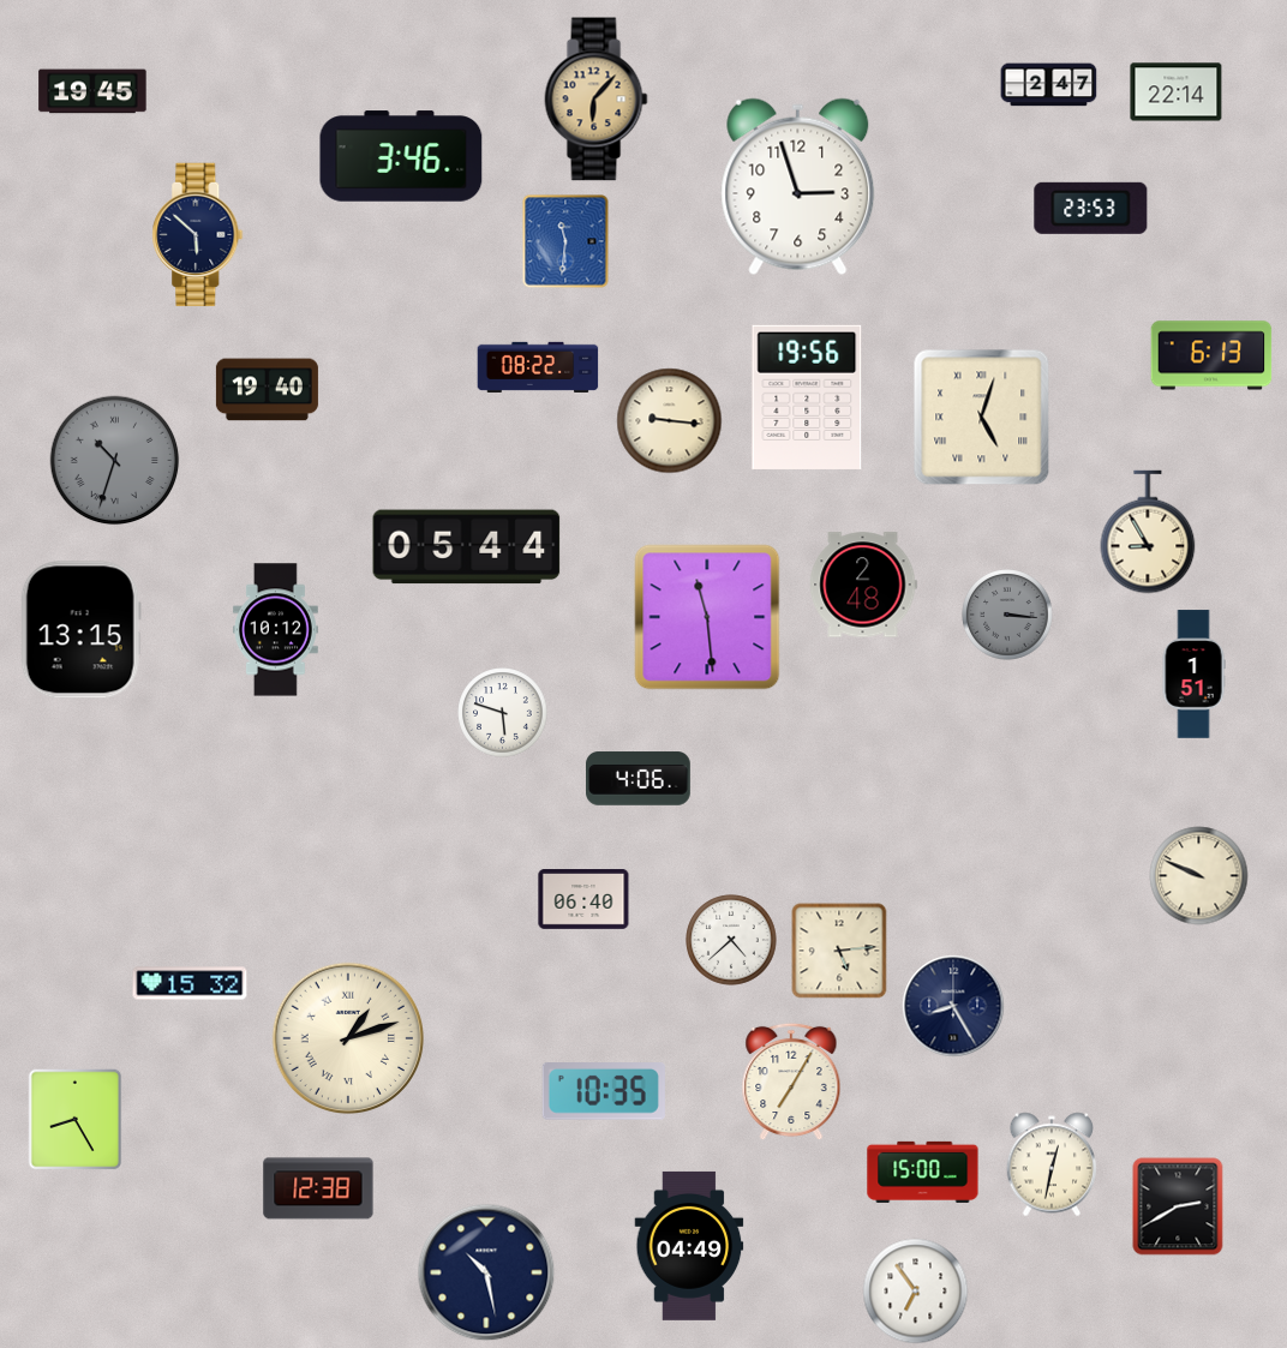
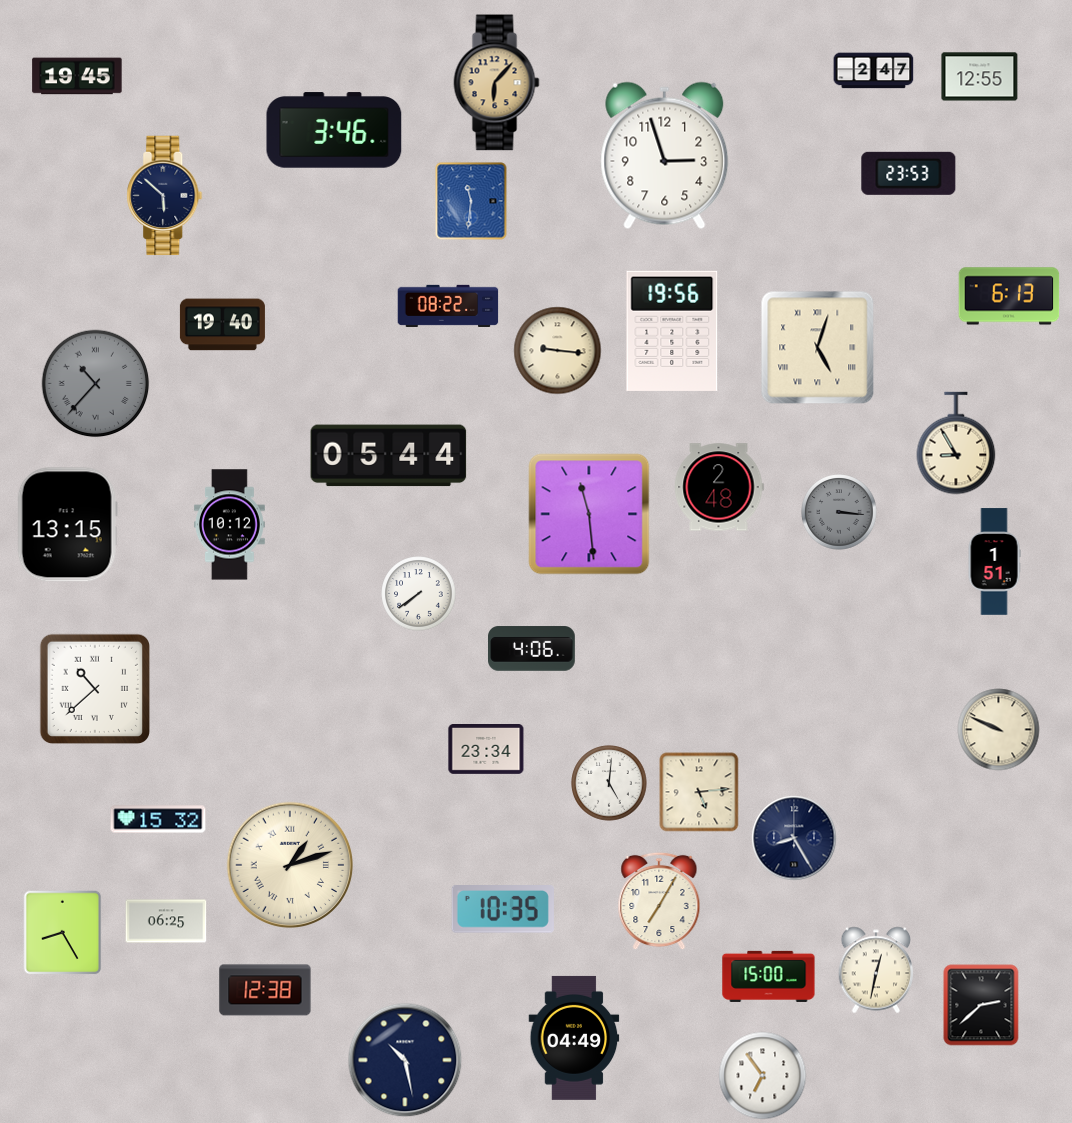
clock at (1177, 92): 22:14 -> 12:55
clock at (115, 461): 10:33 -> 10:37
clock at (503, 713): 5:48 -> 7:39
clock at (94, 688): none -> 10:38
clock at (583, 900): 06:40 -> 23:34
clock at (731, 940): 4:38 -> 5:01
clock at (166, 921): none -> 06:25
clock at (1178, 1206): 2:40 -> 2:38
